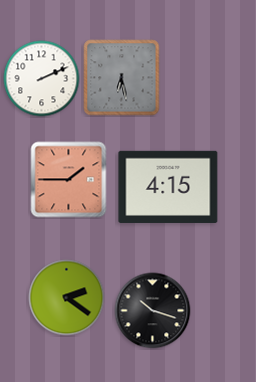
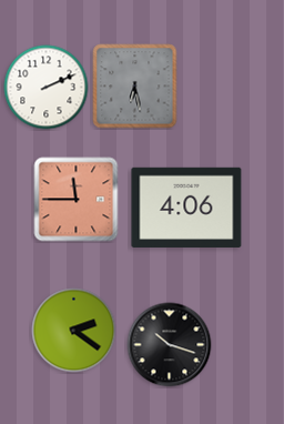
clock at (69, 180): 1:45 -> 11:45
clock at (168, 187): 4:15 -> 4:06
